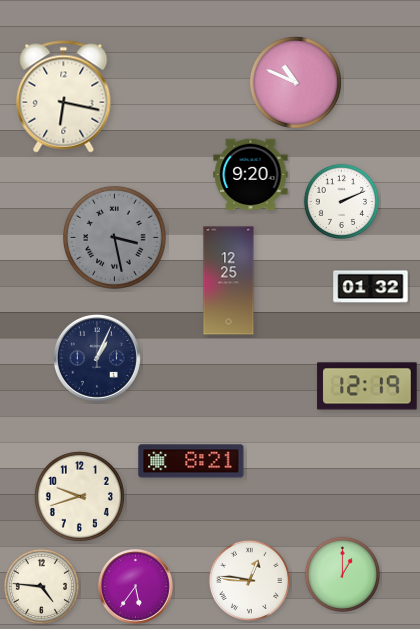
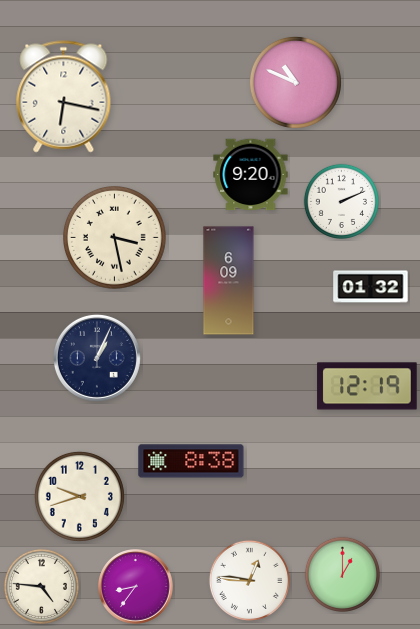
clock at (115, 238) dial: grey -> cream
clock at (229, 281): 12:25 -> 6:09
clock at (191, 461): 8:21 -> 8:38
clock at (136, 587): 5:36 -> 8:36
